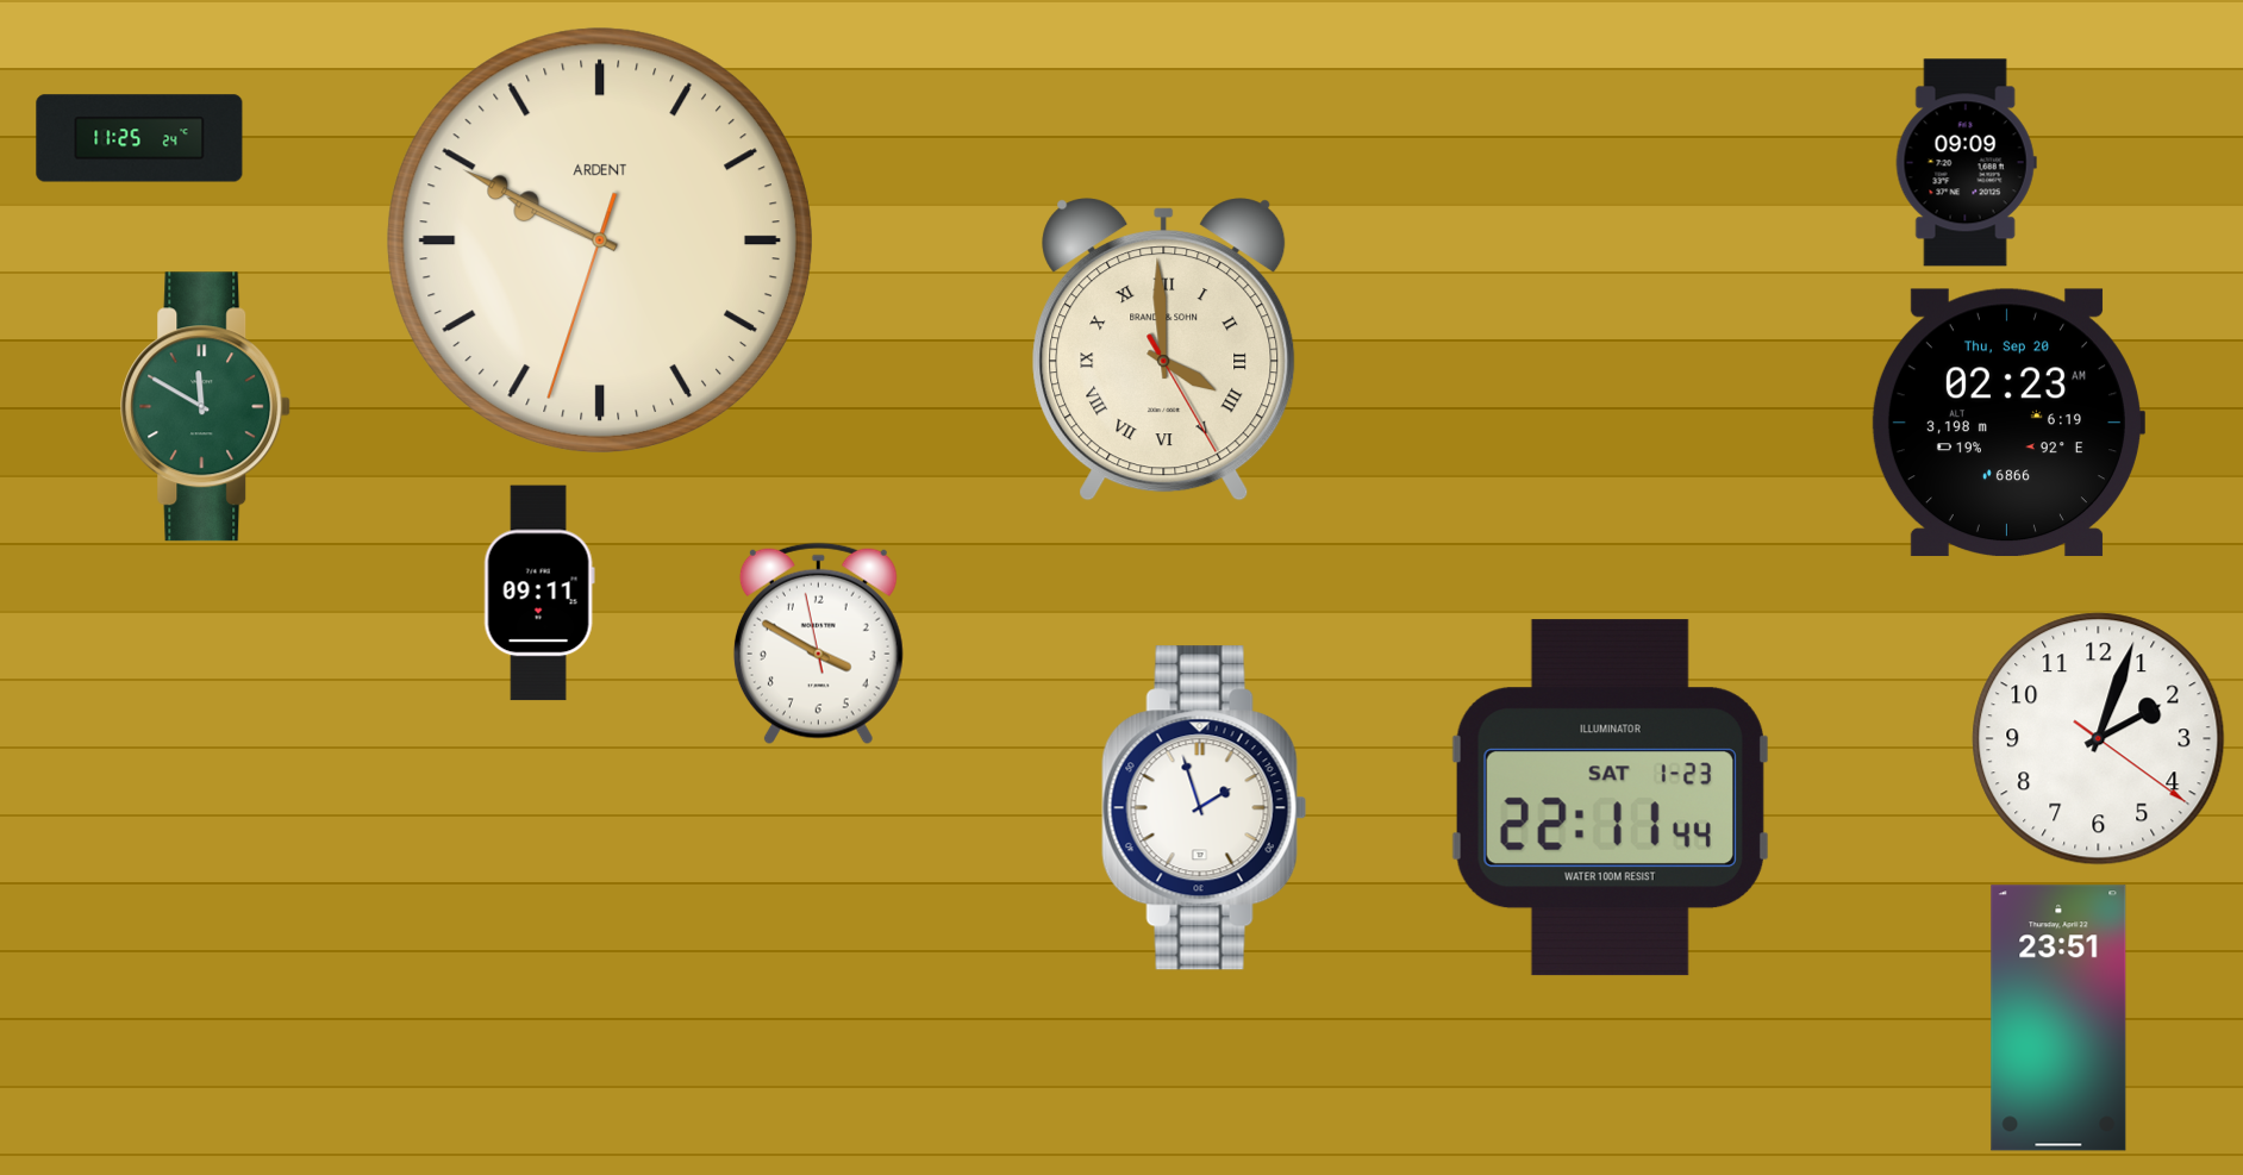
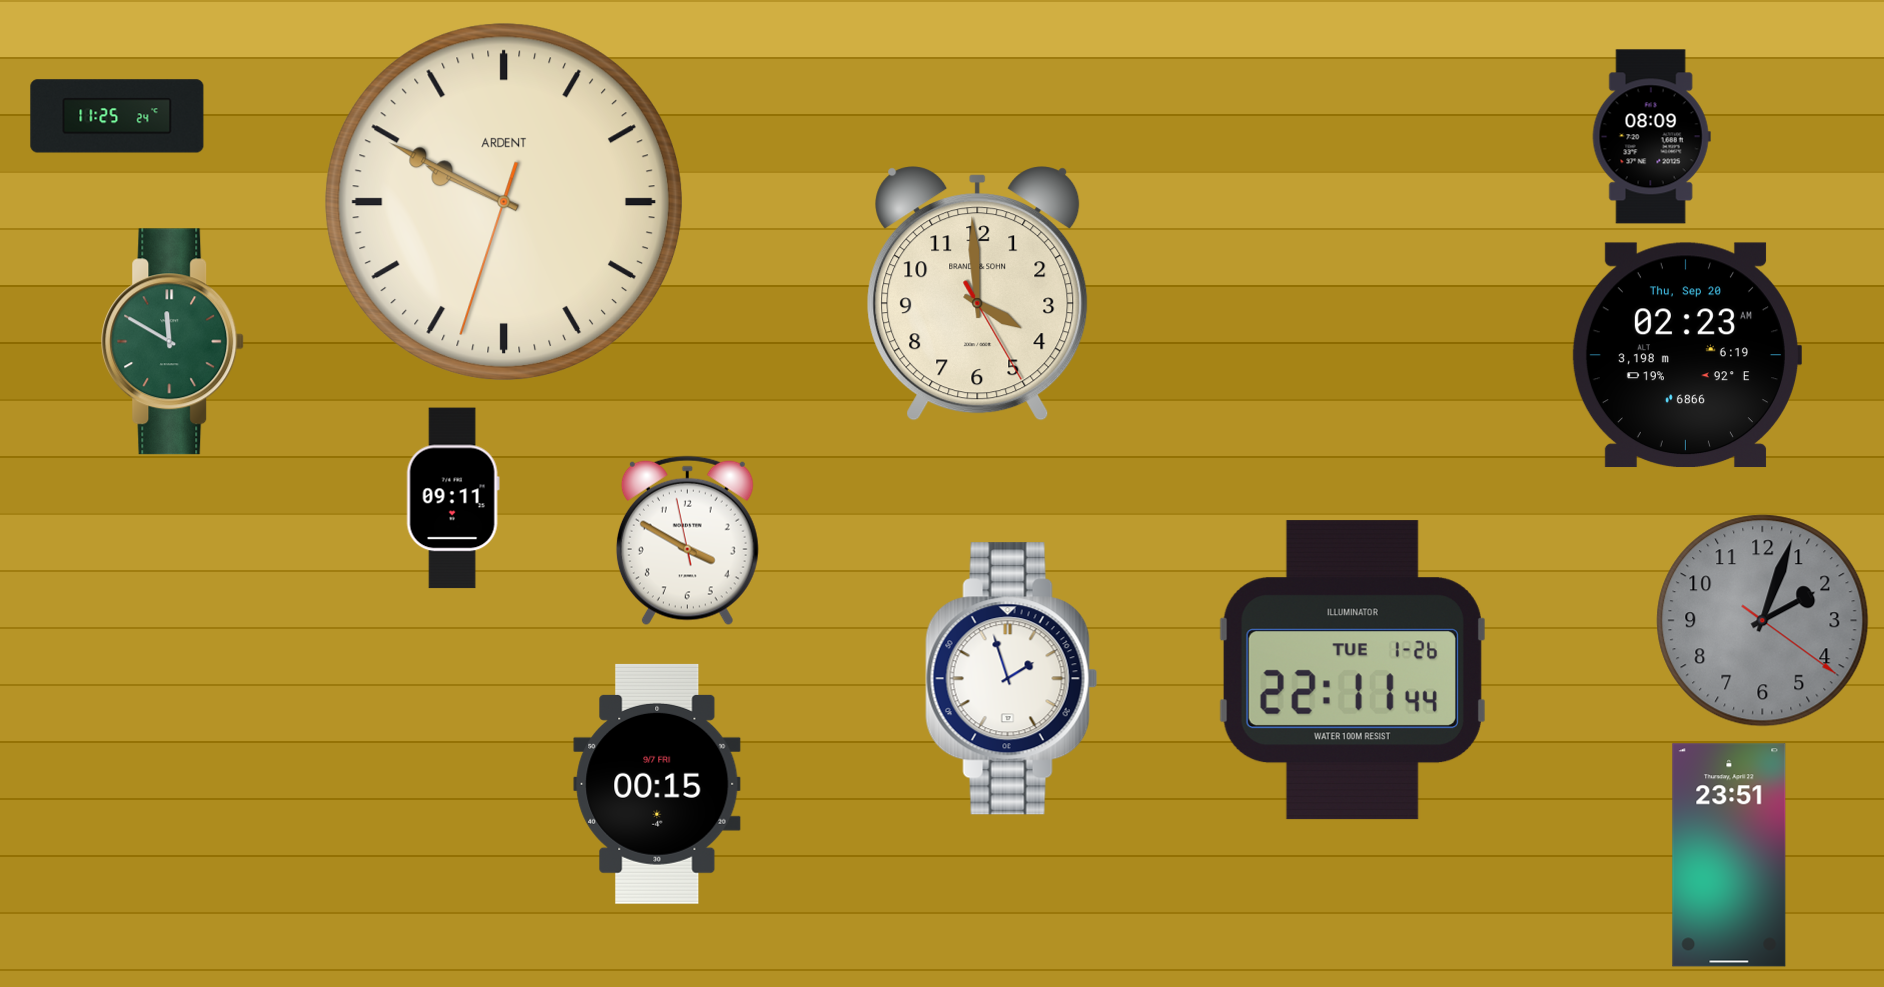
clock at (1966, 163): 09:09 -> 08:09
clock at (1164, 350) numerals: Roman -> Arabic
clock at (2099, 739) dial: white -> grey
clock at (1610, 798) date: SAT 1-23 -> TUE 1-26
clock at (657, 784): none -> 00:15
